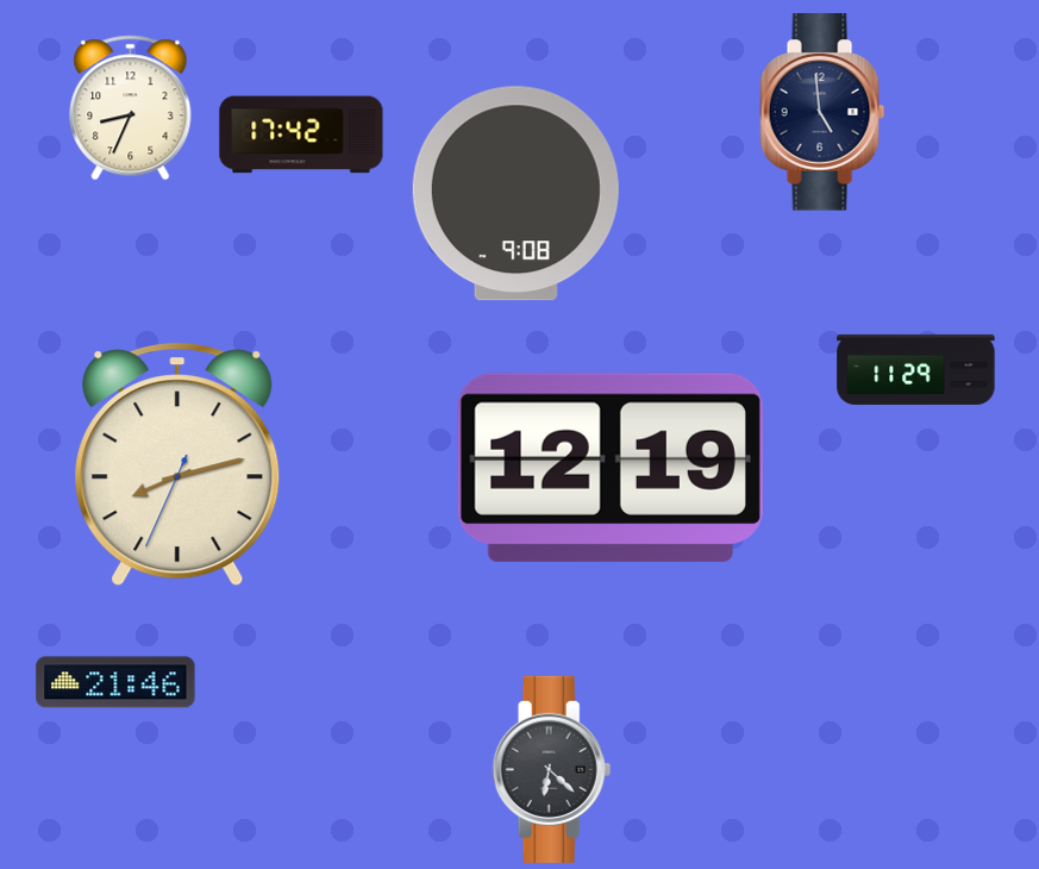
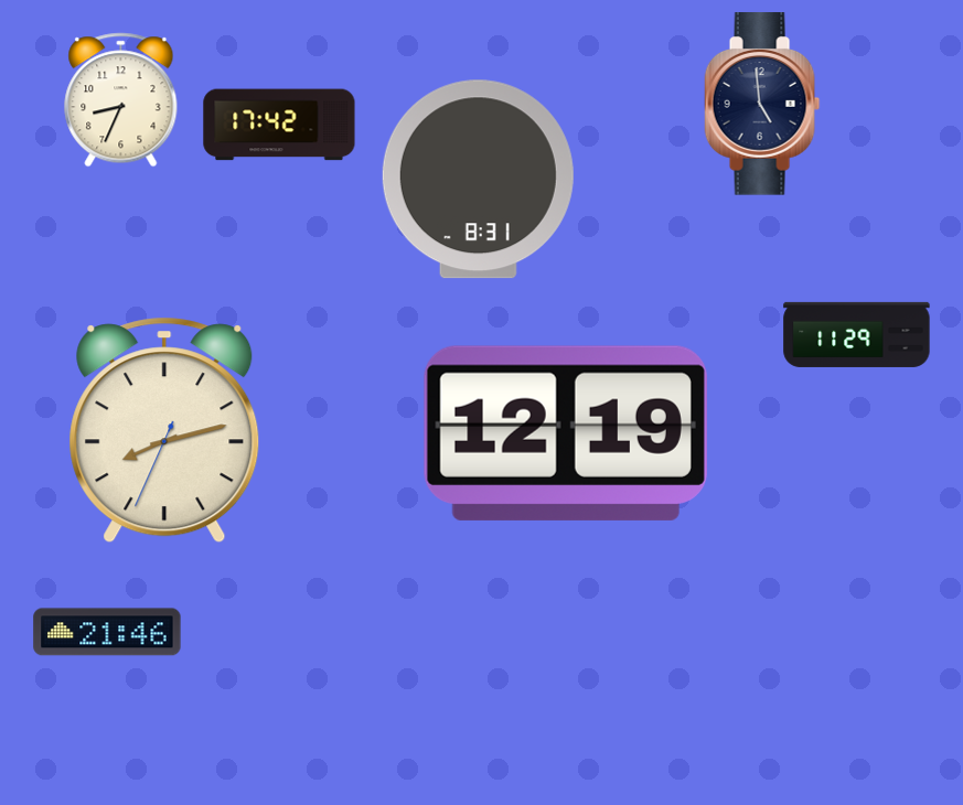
clock at (515, 194): 9:08 -> 8:31
clock at (916, 369) position: (916, 369) -> (857, 334)
clock at (552, 769): 6:22 -> none
